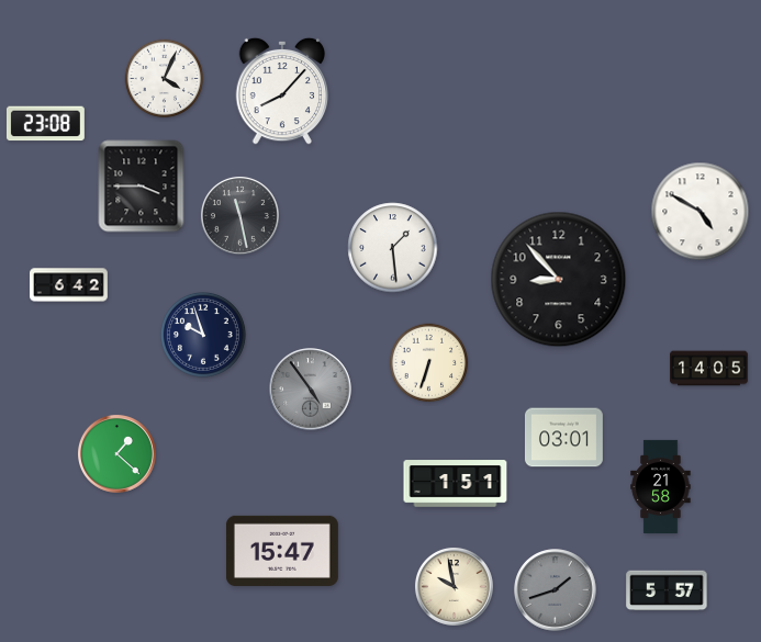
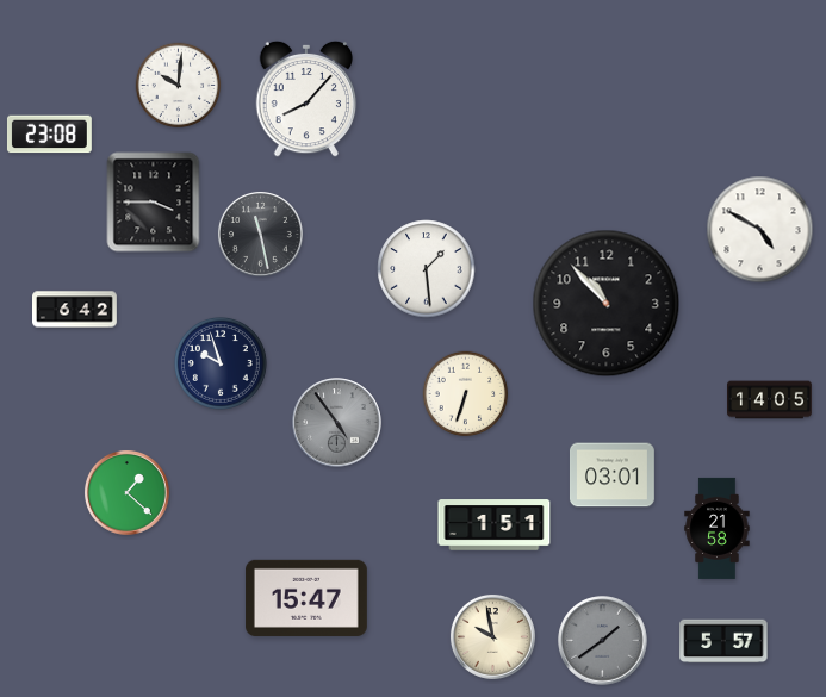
clock at (165, 79): 4:04 -> 10:01
clock at (559, 280): 8:53 -> 10:53
clock at (556, 590): 1:42 -> 1:39
